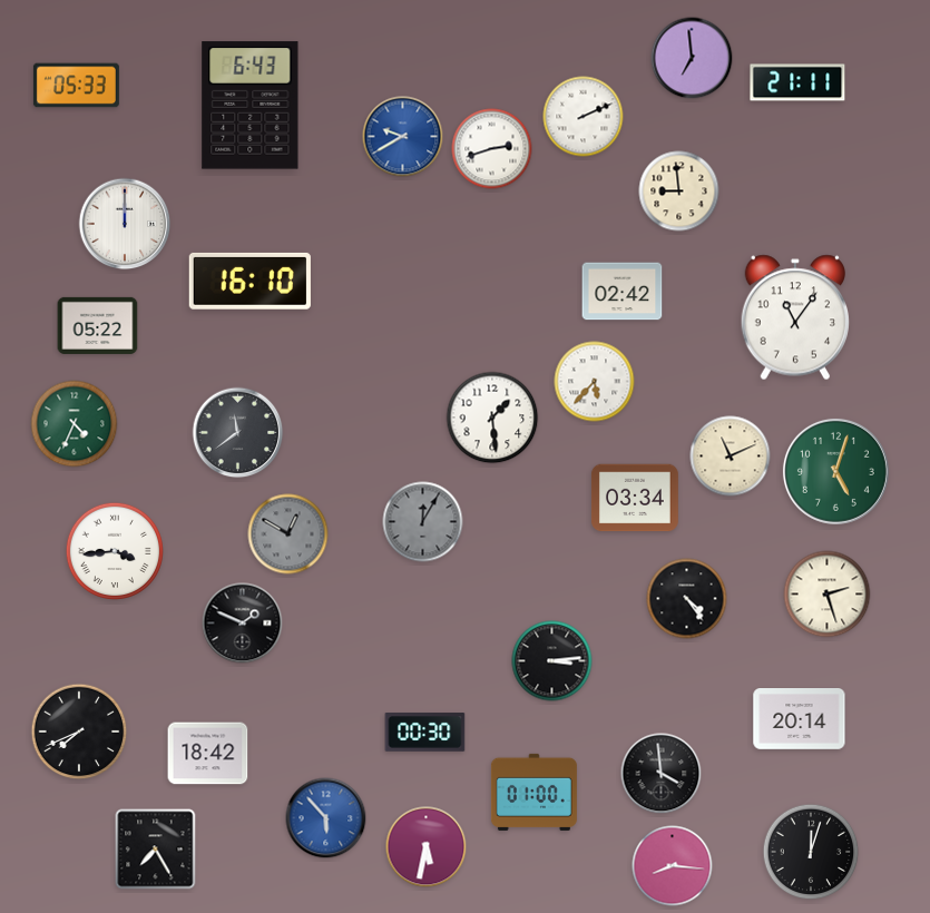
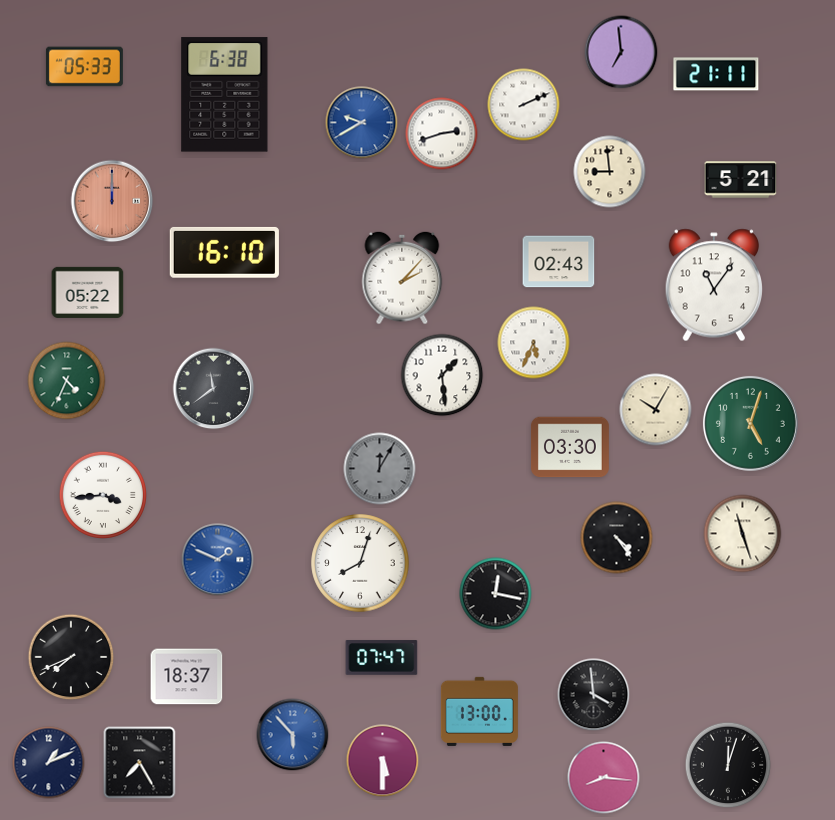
clock at (76, 86) position: (76, 86) -> (84, 67)
clock at (251, 106): 6:43 -> 6:38
clock at (741, 180): none -> 5:21
clock at (125, 224) dial: white -> salmon
clock at (623, 292): 02:42 -> 02:43
clock at (402, 278): none -> 2:07
clock at (595, 382): 5:37 -> 5:34
clock at (731, 457): 11:11 -> 10:05
clock at (635, 498): 03:34 -> 03:30
clock at (288, 534): 12:50 -> none
clock at (828, 595): 2:27 -> 11:27
clock at (243, 624) dial: black -> blue
clock at (360, 563): none -> 8:03
clock at (552, 661): 3:14 -> 12:17
clock at (800, 719): 20:14 -> none
clock at (425, 733): 00:30 -> 07:47
clock at (208, 754): 18:42 -> 18:37
clock at (533, 792): 01:00 -> 13:00
clock at (427, 847): 5:32 -> 5:30
clock at (49, 763): none -> 1:11
